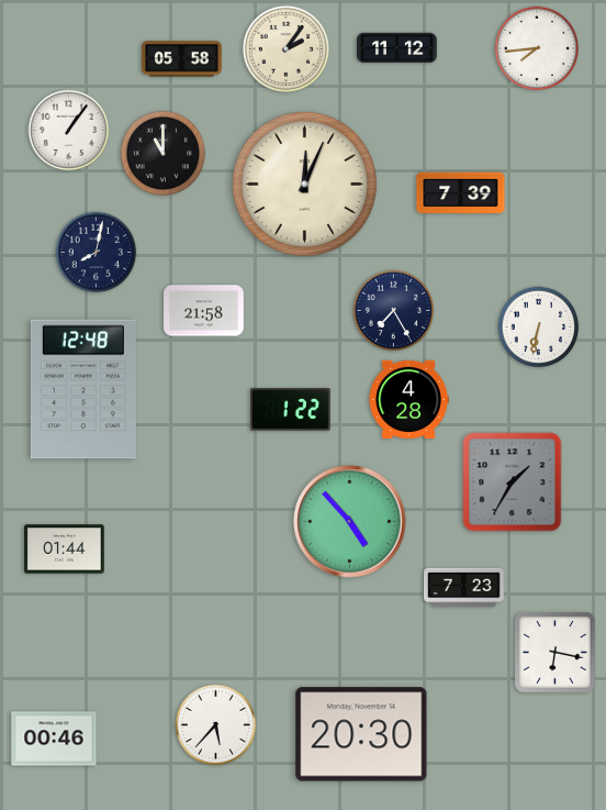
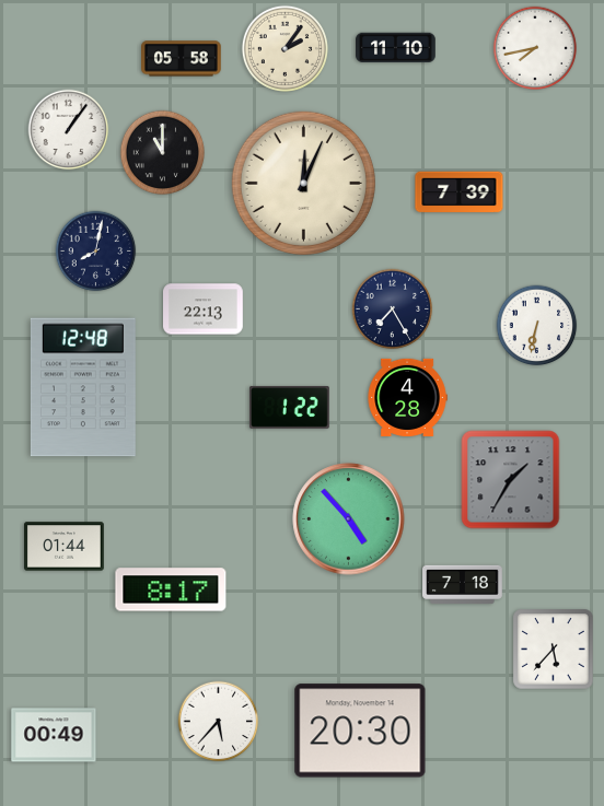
clock at (397, 48): 11:12 -> 11:10
clock at (537, 48): 7:44 -> 7:43
clock at (204, 311): 21:58 -> 22:13
clock at (464, 588): 7:23 -> 7:18
clock at (171, 589): none -> 8:17
clock at (555, 653): 6:17 -> 5:37
clock at (216, 725) position: (216, 725) -> (219, 722)
clock at (54, 739): 00:46 -> 00:49
